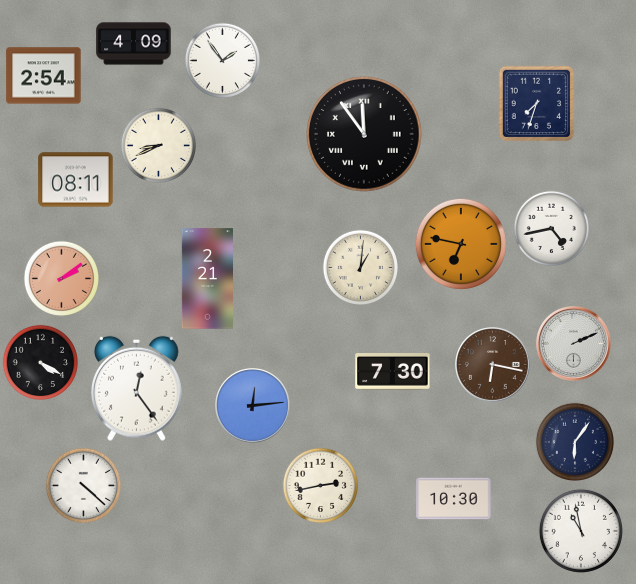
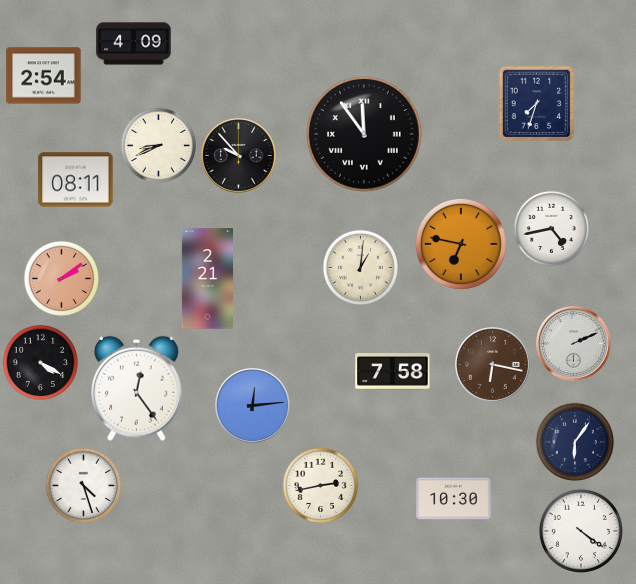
clock at (222, 60): 1:54 -> none
clock at (239, 156): none -> 9:53
clock at (393, 372): 7:30 -> 7:58
clock at (83, 485): 4:22 -> 4:27
clock at (581, 531): 10:58 -> 4:21
